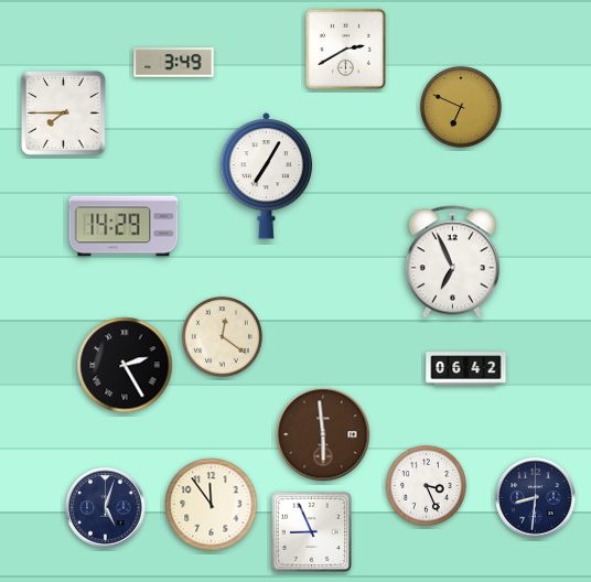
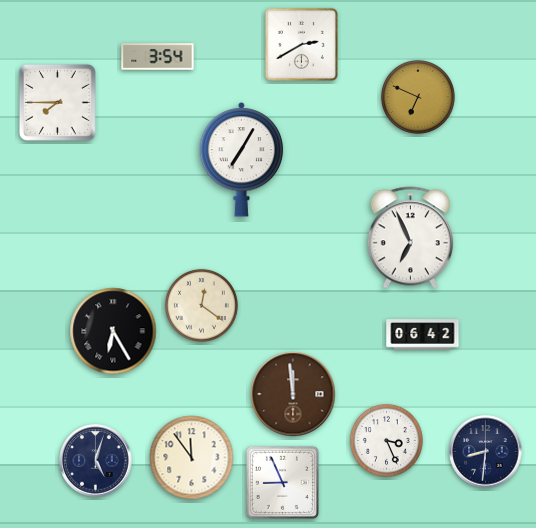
clock at (345, 48) position: (345, 48) -> (301, 44)
clock at (174, 63): 3:49 -> 3:54
clock at (123, 226): 14:29 -> none
clock at (125, 365): 2:25 -> 6:25
clock at (323, 434): 5:59 -> 11:59
